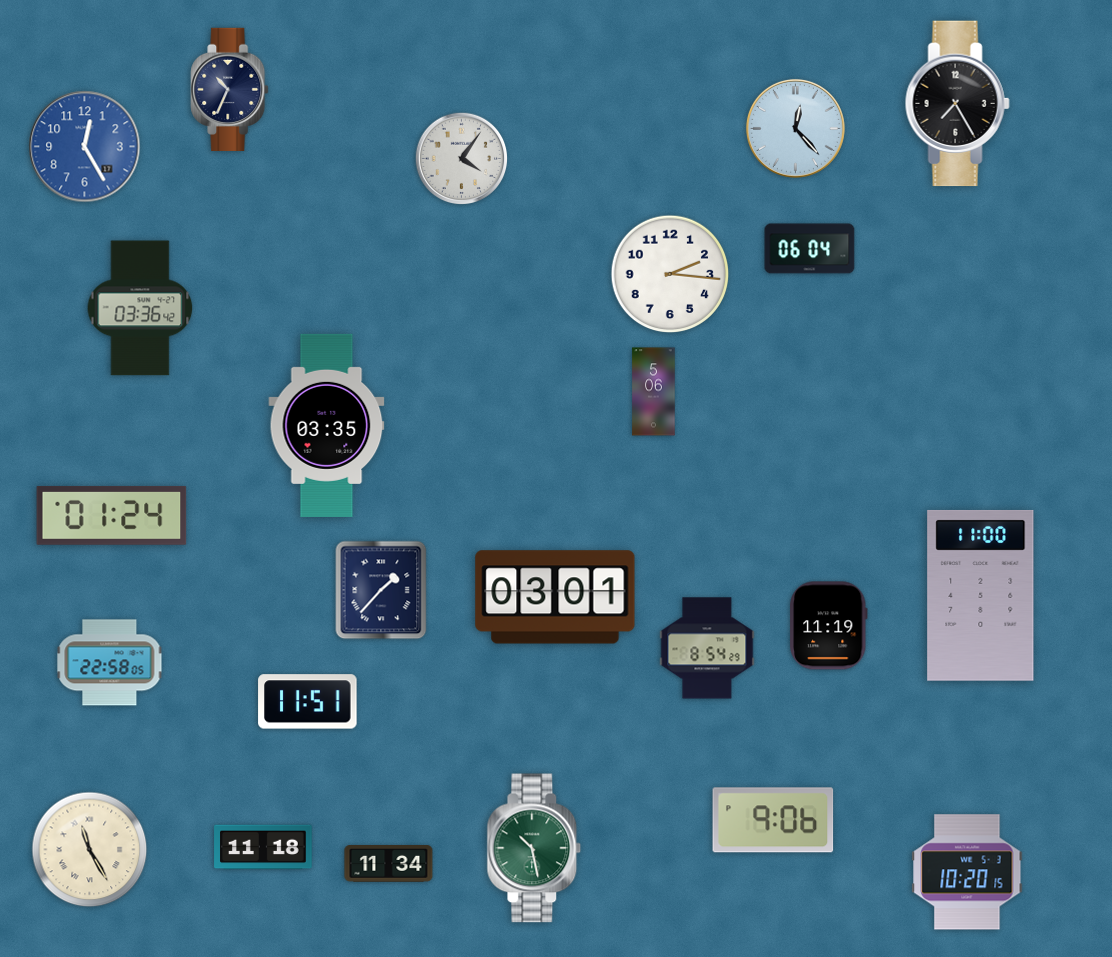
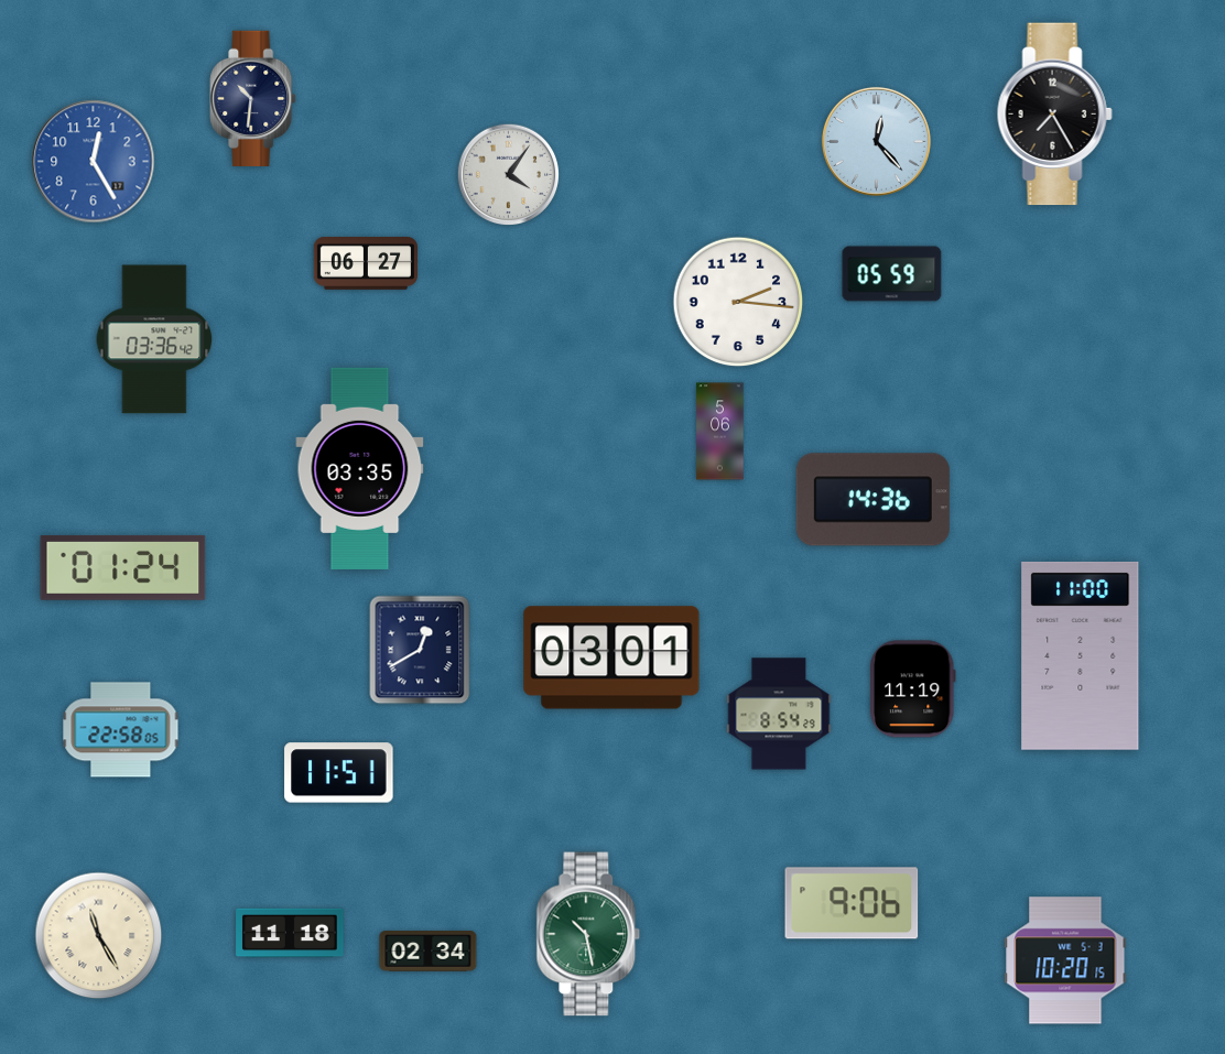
clock at (230, 89): 10:34 -> 10:31
clock at (365, 264): none -> 06:27
clock at (810, 249): 06:04 -> 05:59
clock at (872, 500): none -> 14:36
clock at (381, 590): 1:37 -> 12:40
clock at (389, 864): 11:34 -> 02:34
